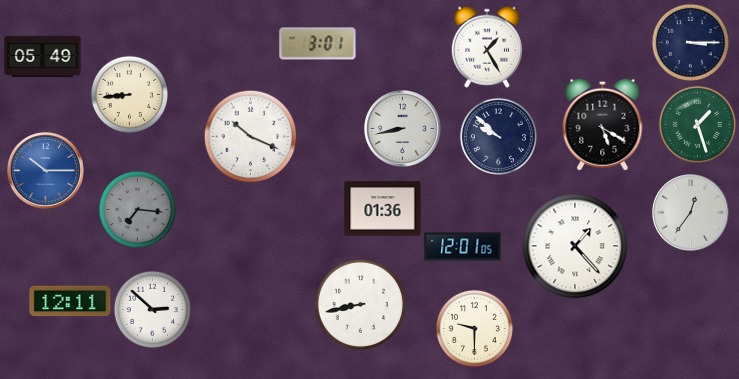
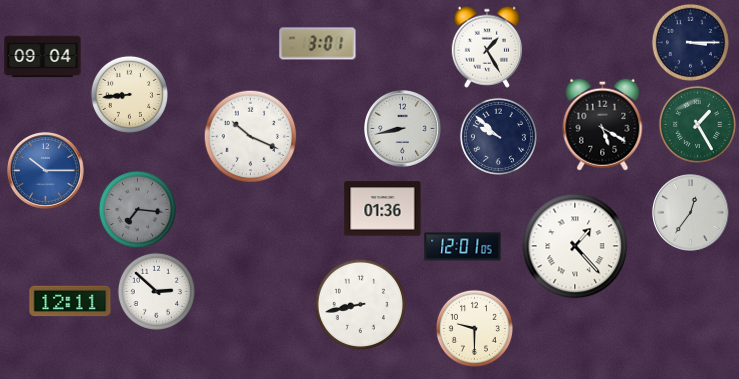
clock at (43, 57): 05:49 -> 09:04
clock at (697, 124): 1:27 -> 1:25
clock at (152, 309) position: (152, 309) -> (156, 291)
